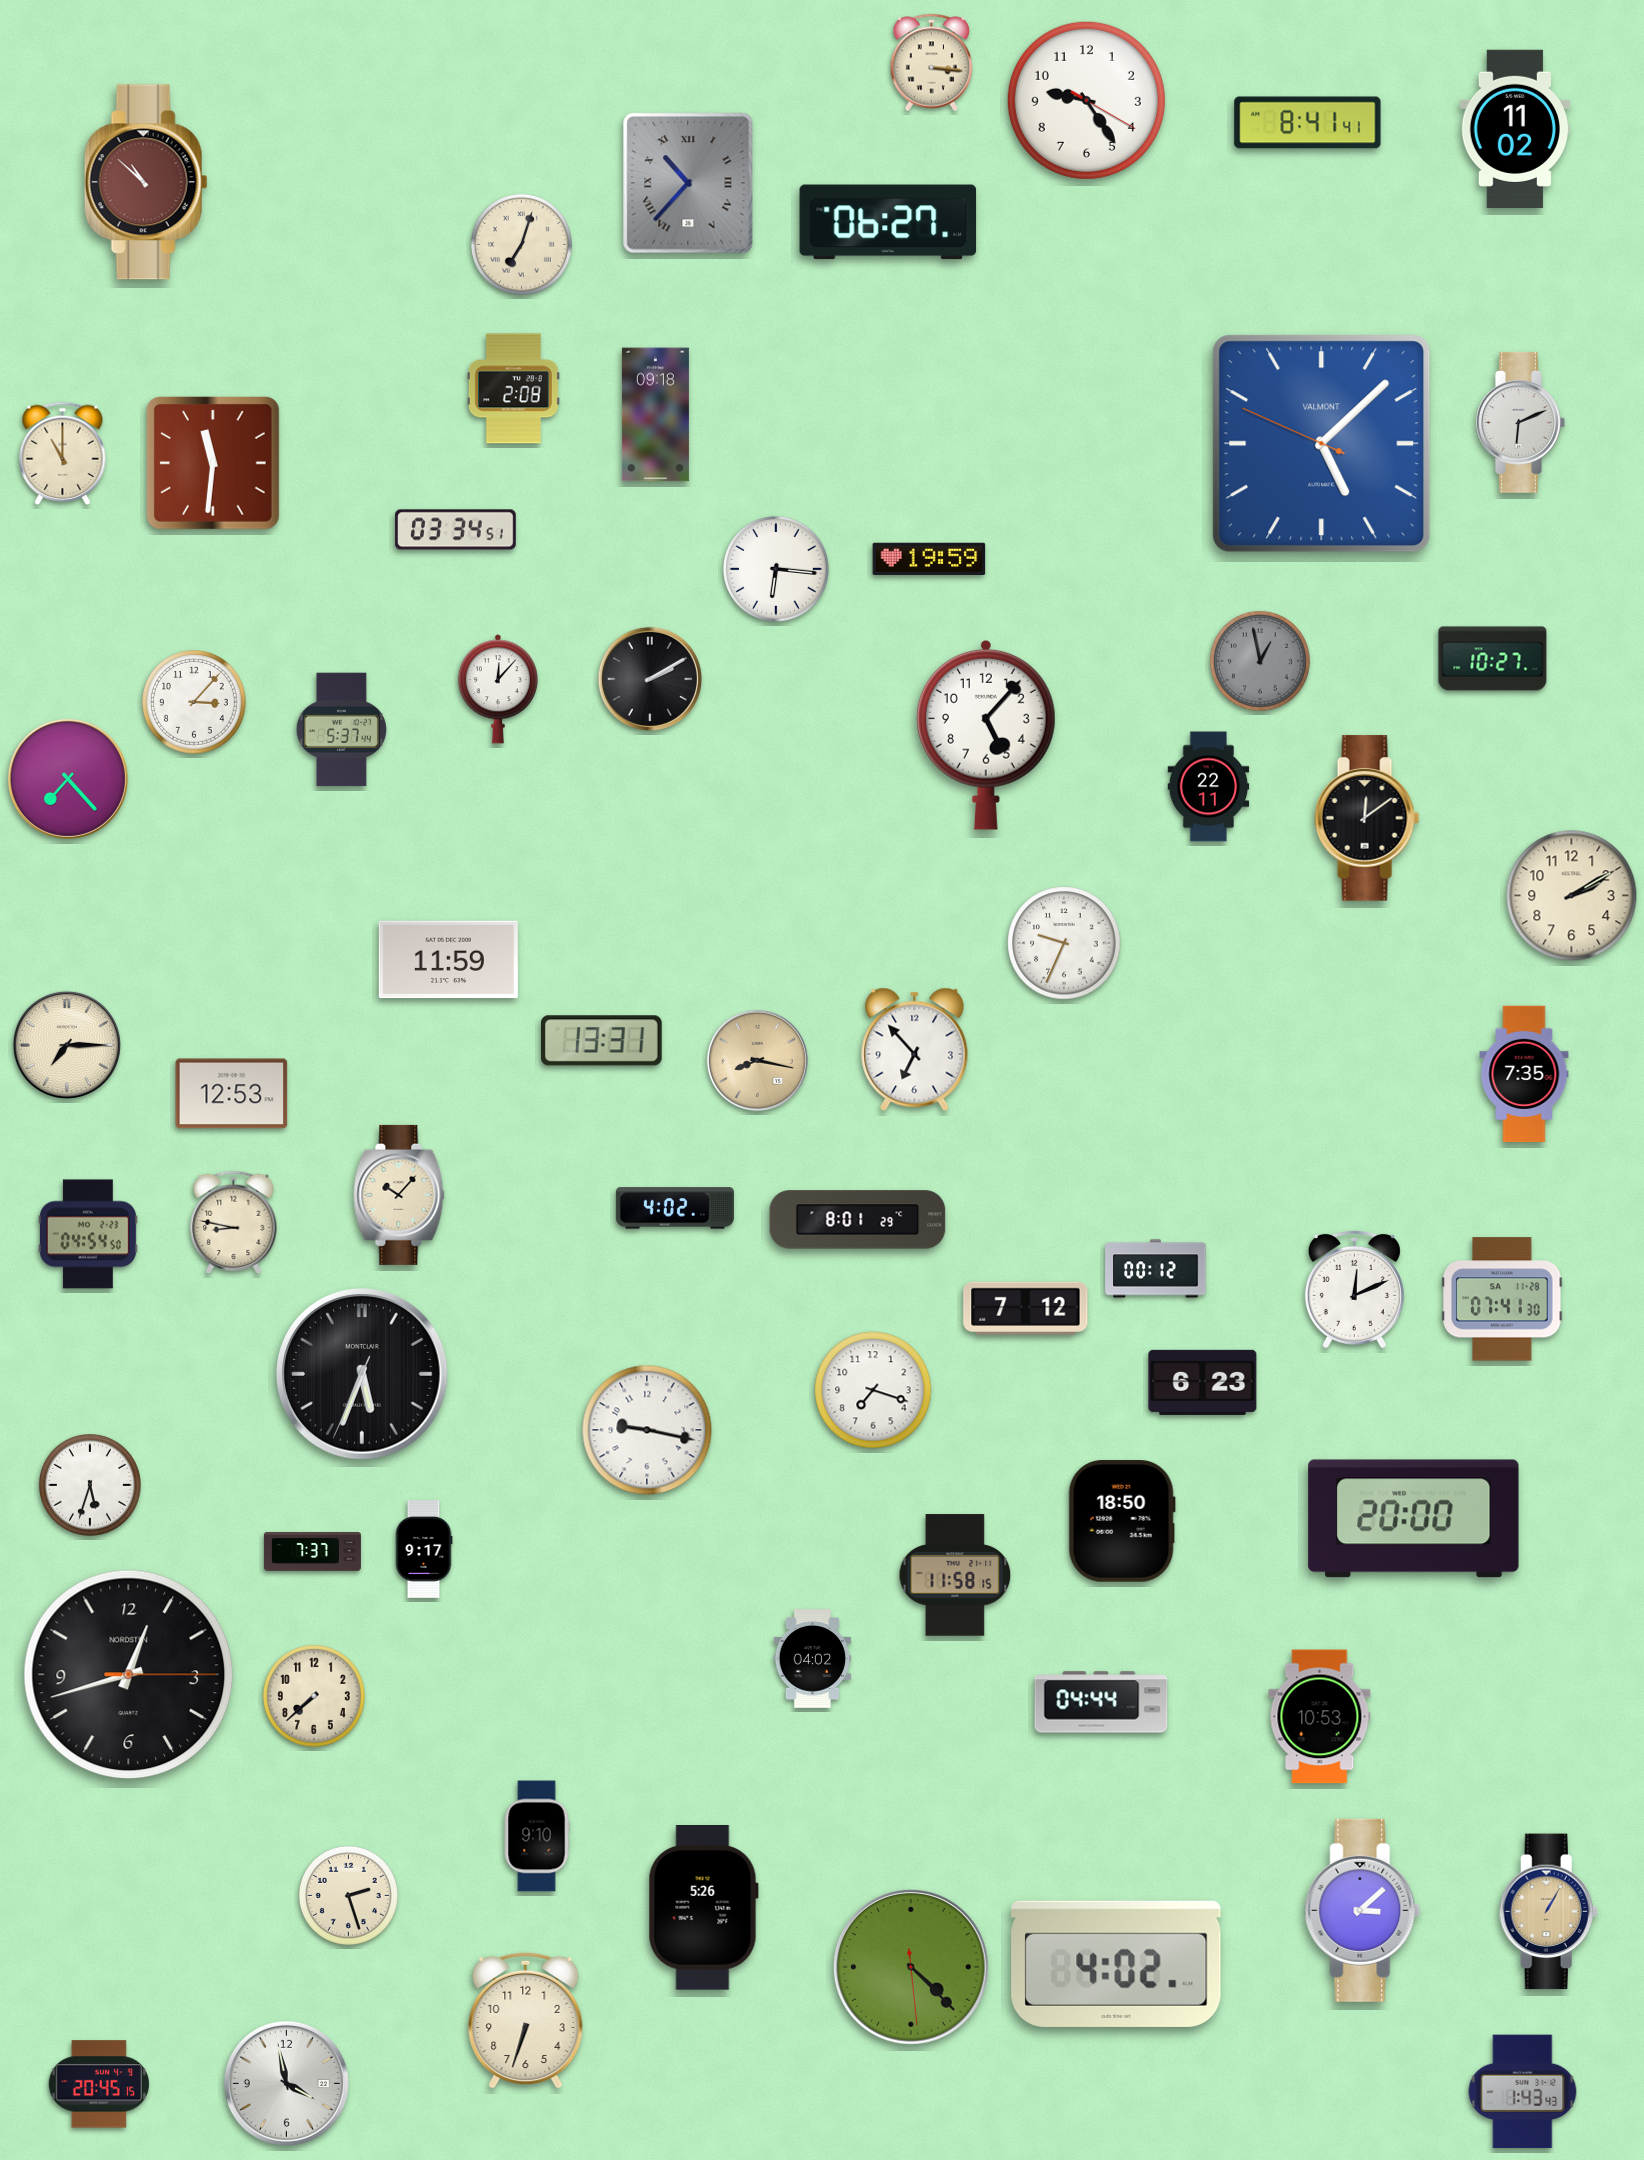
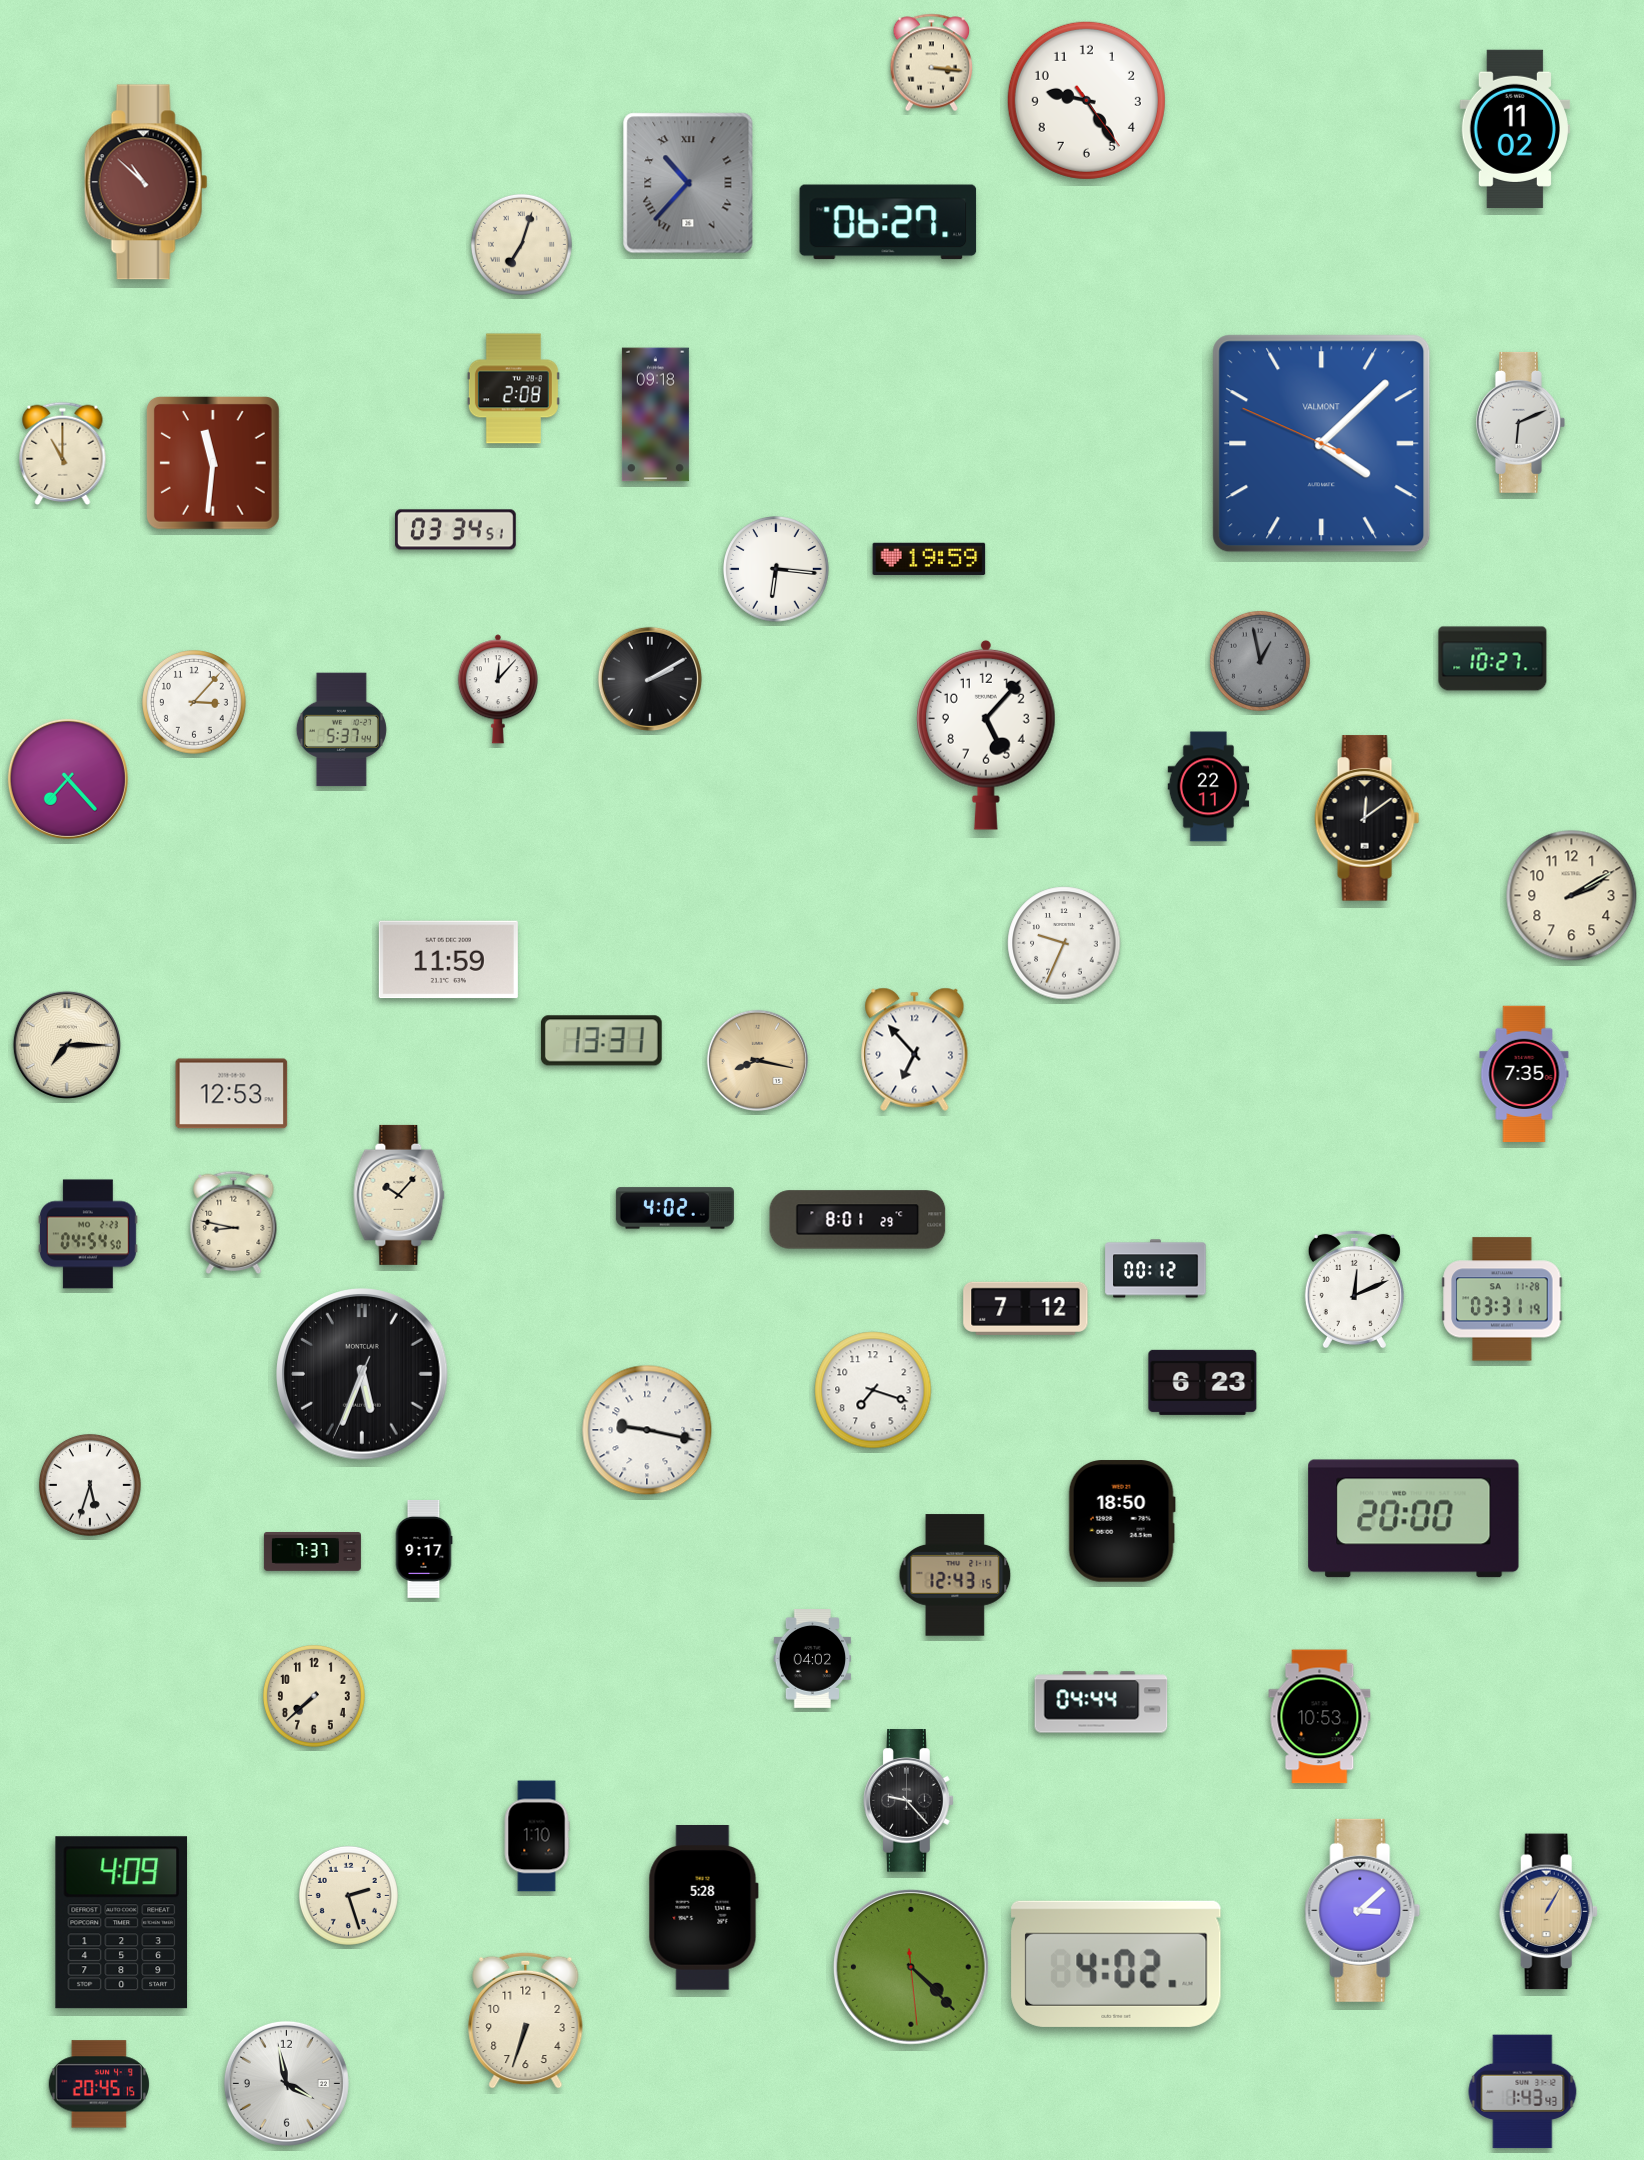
clock at (1086, 100): 9:24:20 -> 9:24:24
clock at (1308, 123): 8:41 -> none
clock at (1322, 444): 5:07 -> 4:07
clock at (1502, 1299): 07:41 -> 03:31
clock at (955, 1575): 11:58 -> 12:43
clock at (129, 1675): 12:42 -> none
clock at (909, 1801): none -> 9:23
clock at (537, 1836): 9:10 -> 1:10
clock at (703, 1908): 5:26 -> 5:28
clock at (122, 1923): none -> 4:09
